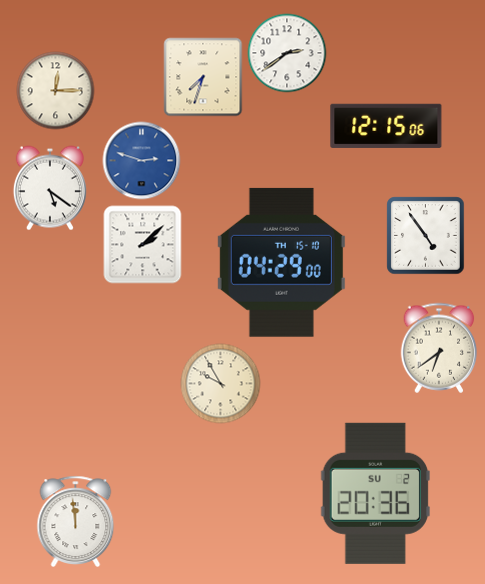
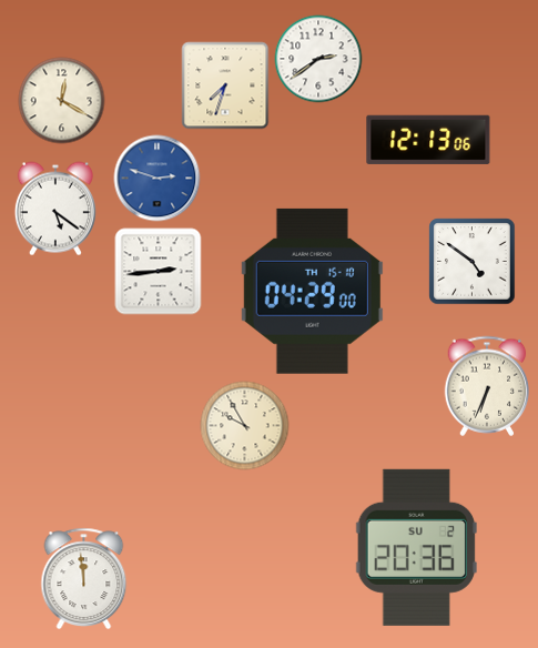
clock at (55, 90): 12:15 -> 12:20
clock at (386, 126): 12:15 -> 12:13
clock at (425, 235): 4:54 -> 4:51
clock at (142, 244): 2:08 -> 2:44
clock at (439, 348): 6:39 -> 6:34
